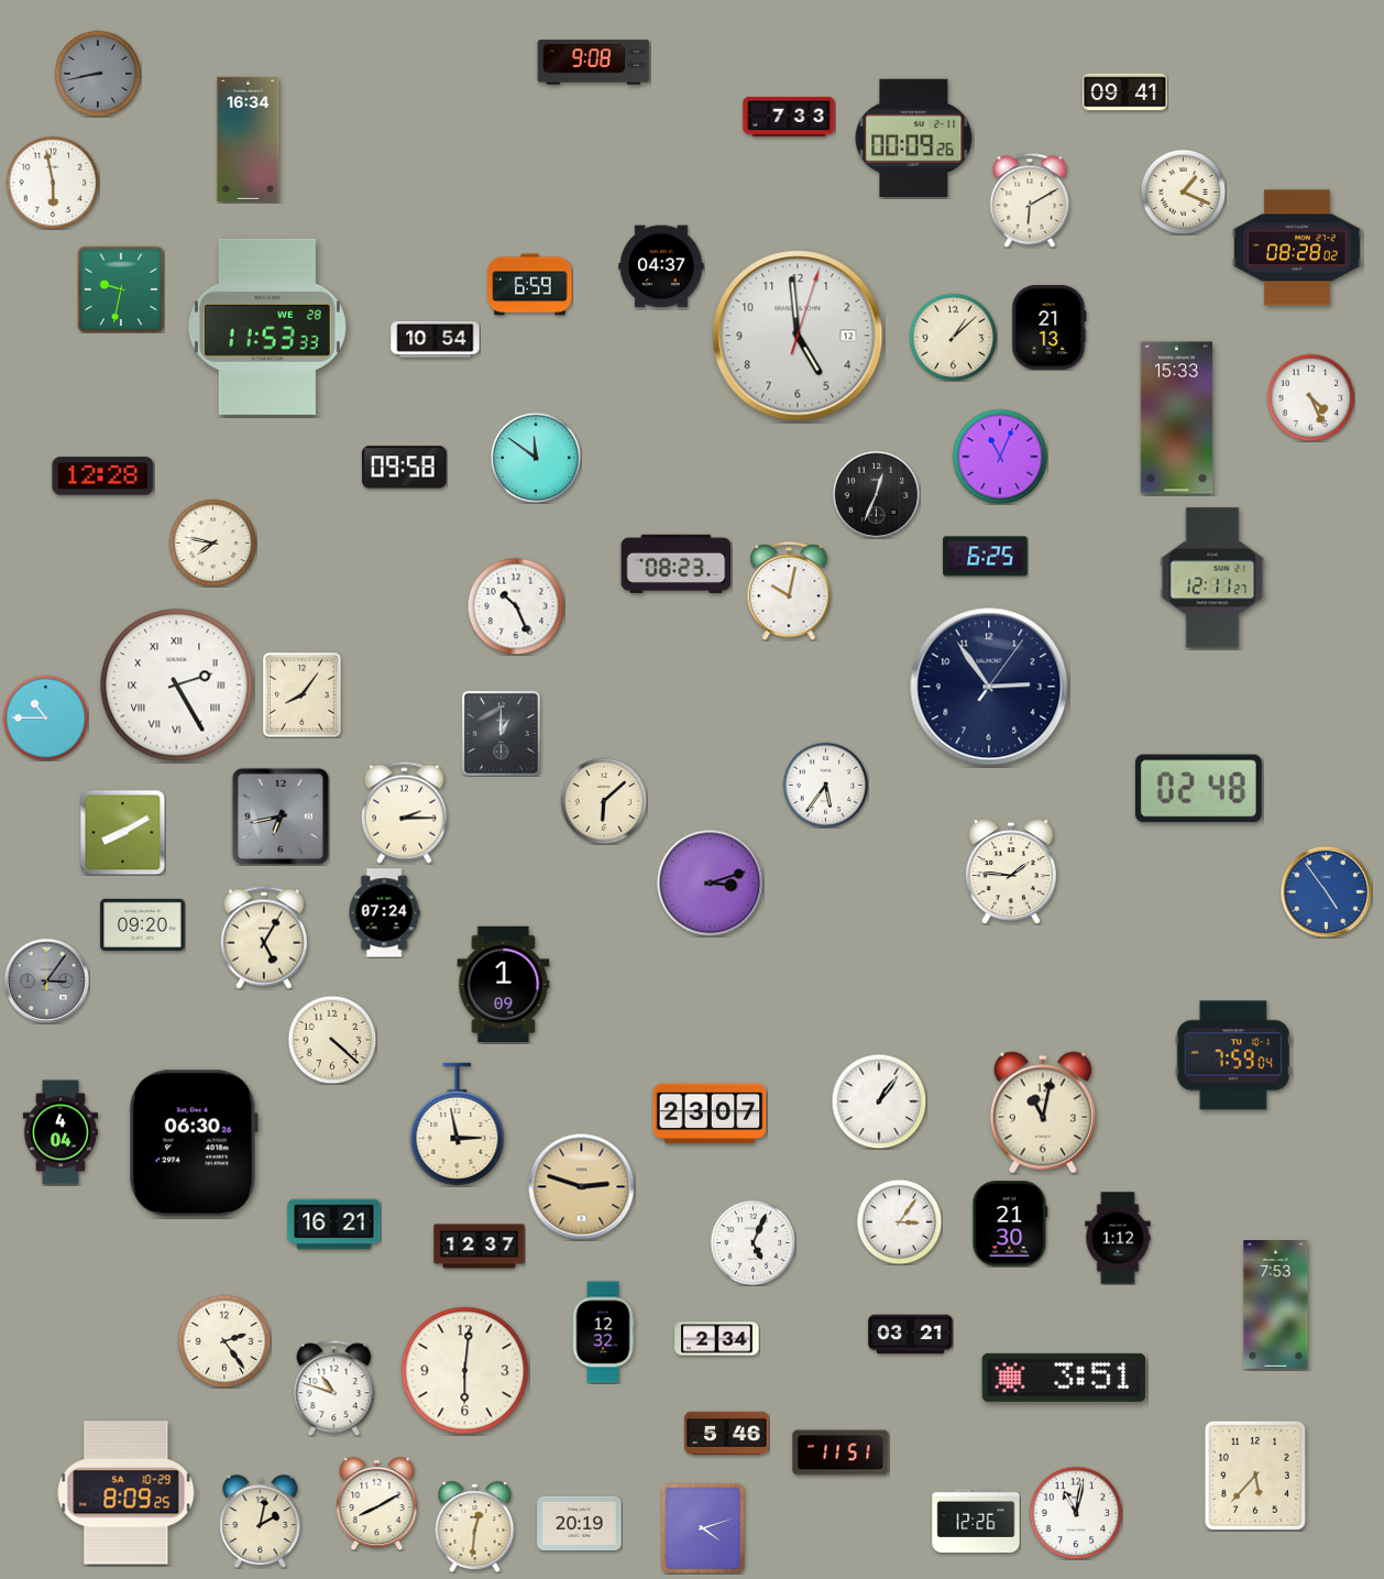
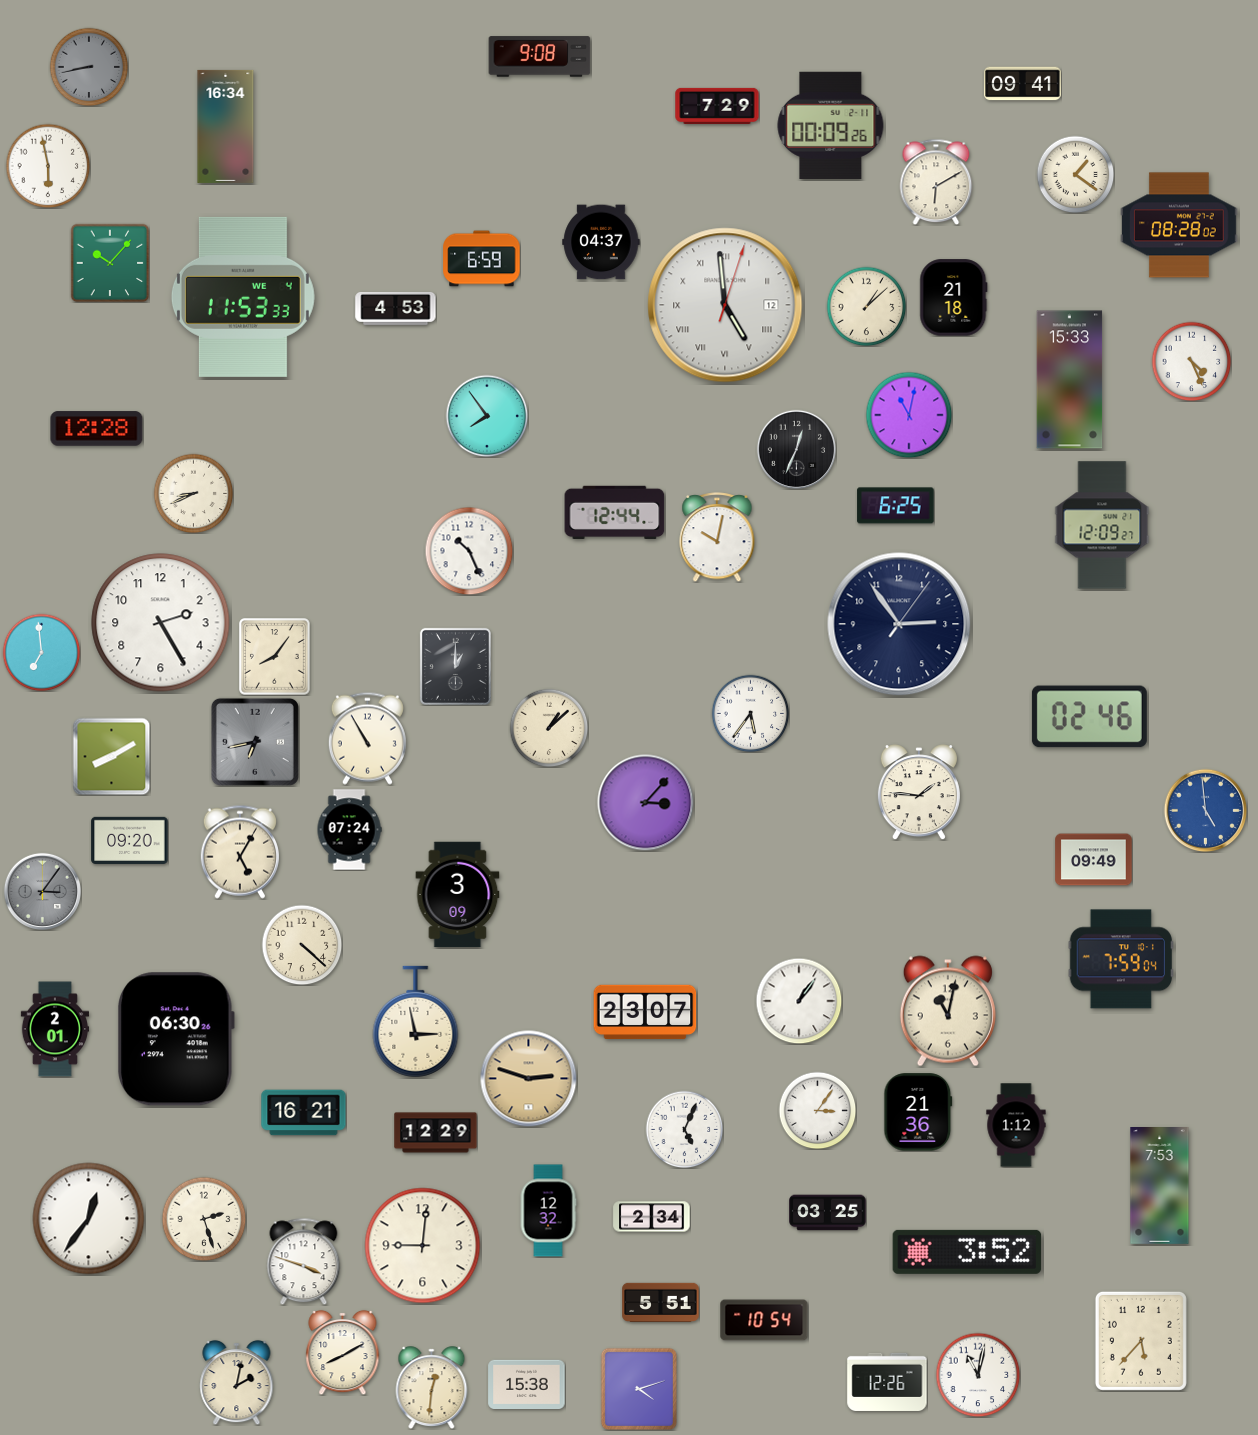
clock at (789, 117): 7:33 -> 7:29
clock at (1183, 191): 1:19 -> 1:21
clock at (121, 289): 9:32 -> 10:07
clock at (267, 327) date: WE 28 -> WE 4
clock at (1050, 328): 21:13 -> 21:18
clock at (798, 336) numerals: Arabic -> Roman
clock at (436, 339): 10:54 -> 4:53
clock at (1000, 457): 11:04 -> 11:02
clock at (536, 458): 11:51 -> 7:54
clock at (405, 468): 09:58 -> none
clock at (103, 476) position: (103, 476) -> (97, 429)
clock at (212, 542): 7:47 -> 8:41
clock at (677, 563): 08:23 -> 12:44
clock at (1212, 578): 12:11 -> 12:09
clock at (177, 686) numerals: Roman -> Arabic
clock at (303, 695) position: (303, 695) -> (275, 657)
clock at (45, 717): 10:45 -> 6:59
clock at (1198, 789): 02:48 -> 02:46
clock at (604, 801): 6:08 -> 1:08
clock at (404, 812): 2:15 -> 10:55
clock at (711, 884): 3:12 -> 3:07
clock at (1326, 891): 4:54 -> 4:59
clock at (1094, 860): none -> 09:49
clock at (504, 985): 1:09 -> 3:09
clock at (59, 1132): 4:04 -> 2:01
clock at (1010, 1224): 21:30 -> 21:36
clock at (480, 1247): 12:37 -> 12:29
clock at (911, 1335): 03:21 -> 03:25
clock at (89, 1219): none -> 12:36
clock at (224, 1341): 2:24 -> 2:27
clock at (465, 1371): 6:01 -> 9:01
clock at (1064, 1378): 3:51 -> 3:52
clock at (334, 1388): 10:48 -> 3:48
clock at (727, 1433): 5:46 -> 5:51
clock at (841, 1452): 11:51 -> 10:54
clock at (127, 1493): 8:09 -> none
clock at (377, 1503) position: (377, 1503) -> (343, 1352)
clock at (580, 1523): 20:19 -> 15:38
